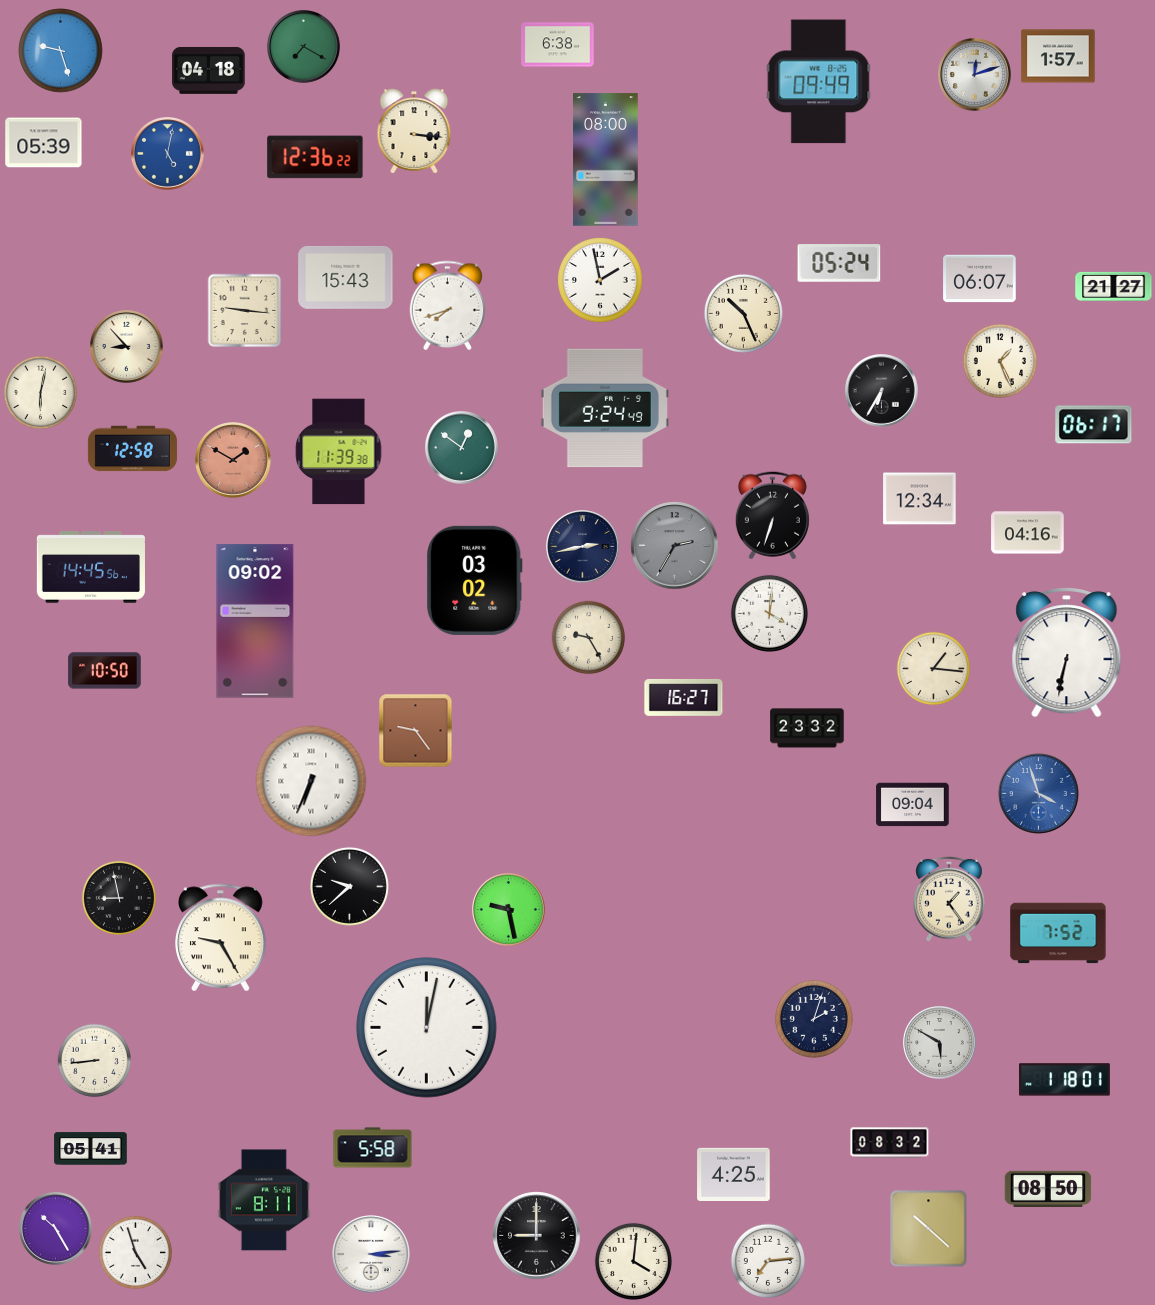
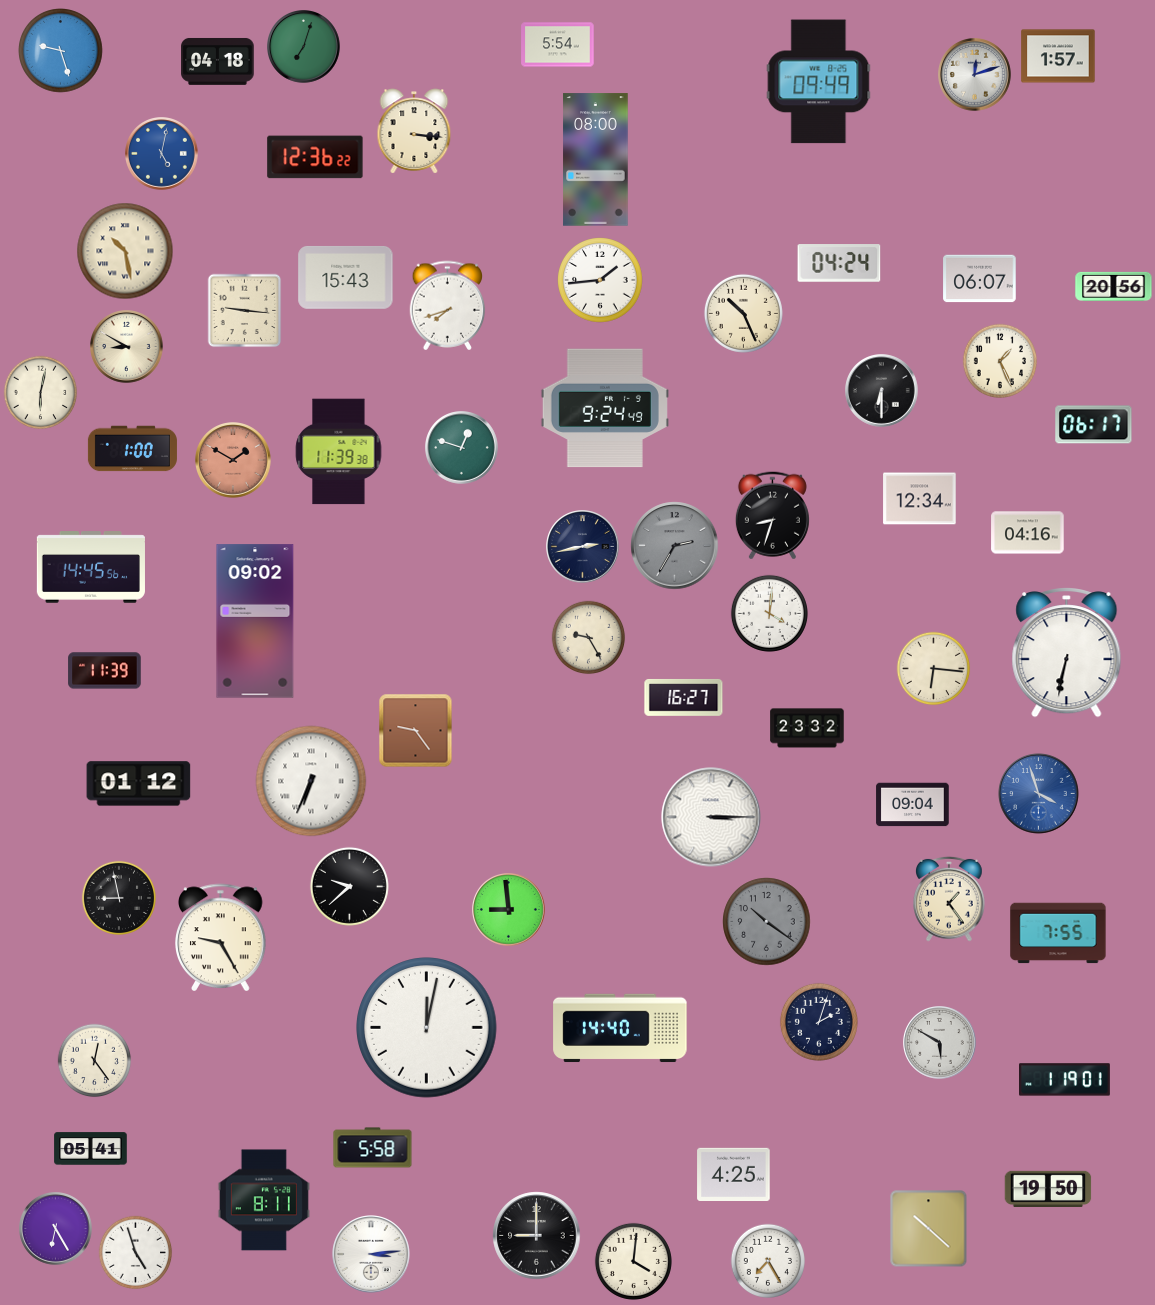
clock at (558, 45): 6:38 -> 5:54
clock at (304, 47): 7:20 -> 7:03
clock at (209, 70) position: (209, 70) -> (218, 61)
clock at (44, 143): 05:39 -> none
clock at (168, 154) position: (168, 154) -> (162, 154)
clock at (606, 160) position: (606, 160) -> (596, 160)
clock at (125, 251): none -> 10:28
clock at (839, 263): 05:24 -> 04:24
clock at (600, 280): 1:58 -> 1:44
clock at (1114, 286): 21:27 -> 20:56
clock at (127, 347): 8:53 -> 8:50
clock at (882, 391): 6:35 -> 6:30
clock at (462, 448): 12:51 -> 12:48
clock at (132, 449): 12:58 -> 1:00
clock at (772, 516): 6:33 -> 8:33
clock at (475, 580): 03:02 -> none
clock at (934, 669): 1:16 -> 6:16
clock at (105, 671): 10:50 -> 11:39
clock at (139, 784): none -> 01:12
clock at (711, 817): none -> 3:15
clock at (509, 910): 9:28 -> 8:59
clock at (767, 922): none -> 10:21
clock at (1058, 933): 7:52 -> 7:55
clock at (814, 1019) position: (814, 1019) -> (819, 1022)
clock at (620, 1028): none -> 14:40
clock at (95, 1061): 8:44 -> 12:24
clock at (1065, 1080): 1:18 -> 1:19
clock at (890, 1143): 08:32 -> none
clock at (1048, 1188): 08:50 -> 19:50
clock at (56, 1229): 10:25 -> 6:25
clock at (767, 1260): 7:14 -> 7:25
